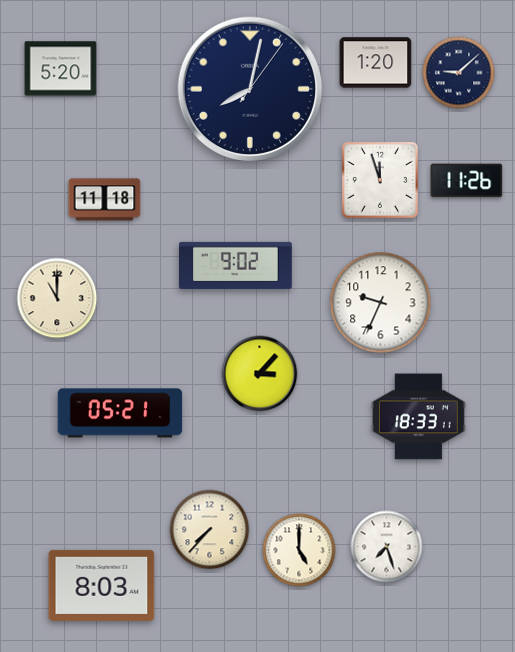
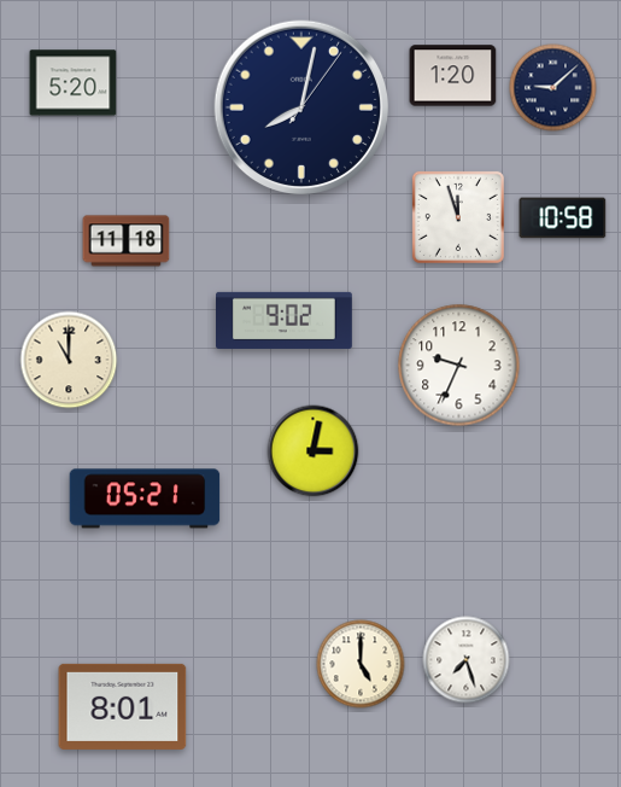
clock at (467, 181): 11:26 -> 10:58
clock at (260, 374): 3:07 -> 3:02
clock at (418, 417): 18:33 -> none
clock at (210, 530): 7:37 -> none
clock at (102, 585): 8:03 -> 8:01
